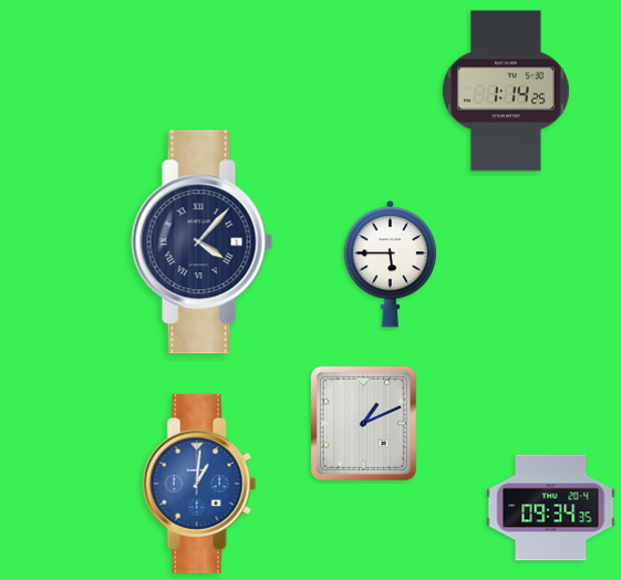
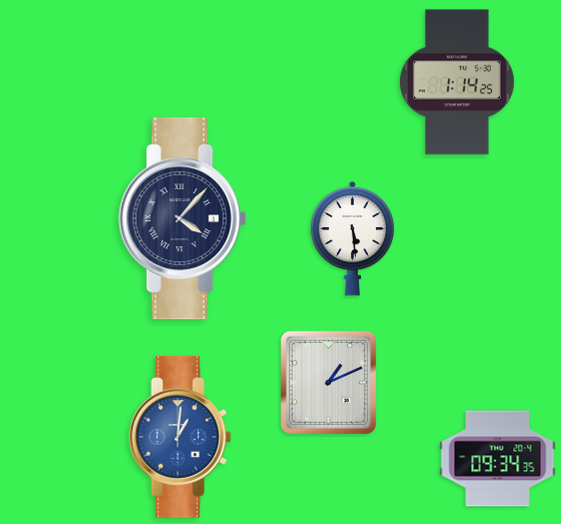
clock at (391, 265): 5:45 -> 5:29
